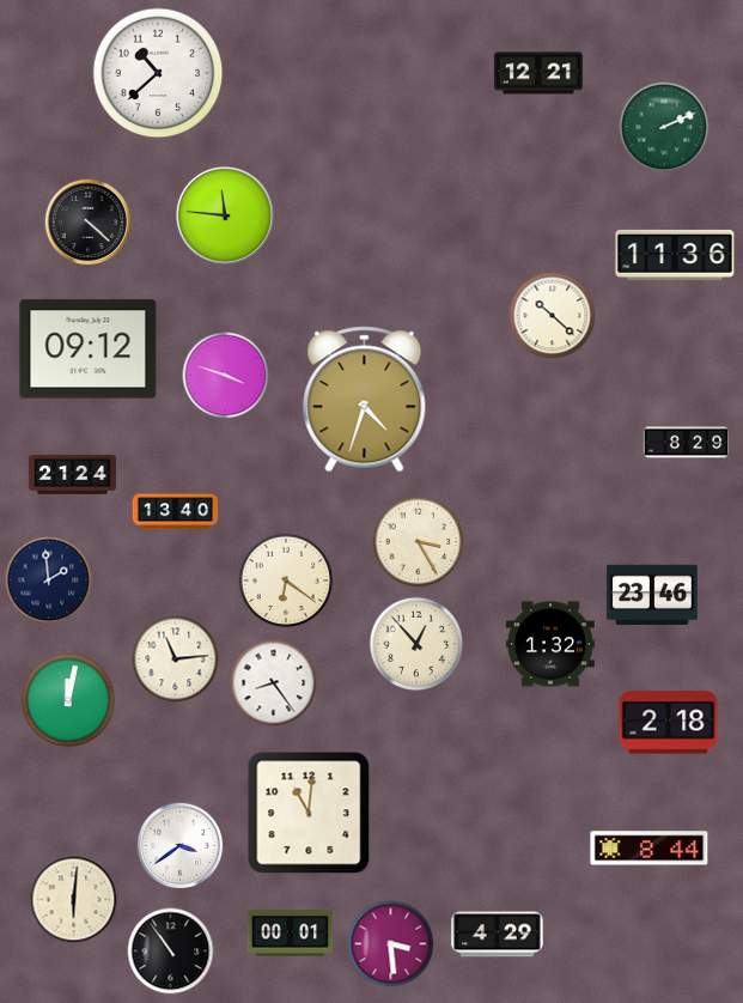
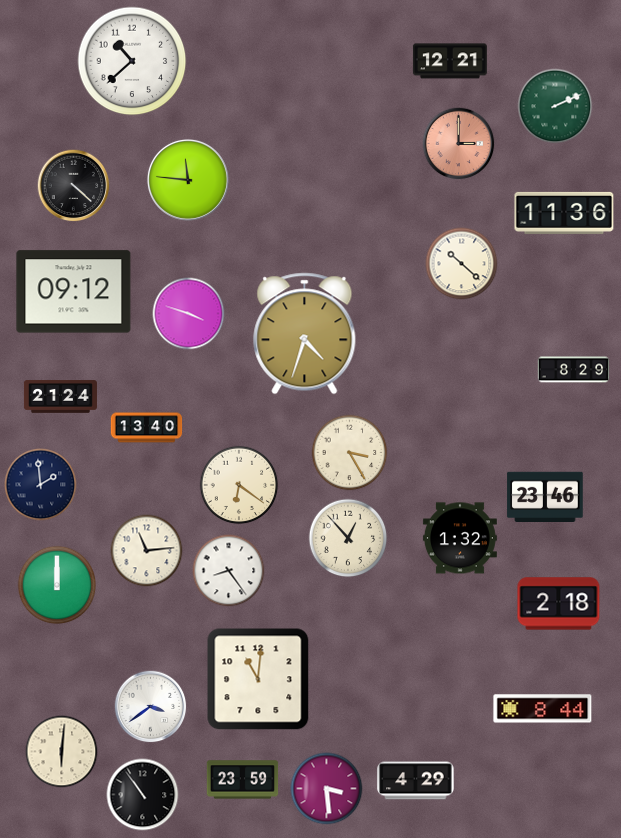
clock at (459, 144): none -> 3:00
clock at (68, 700): 12:02 -> 12:00
clock at (291, 934): 00:01 -> 23:59
